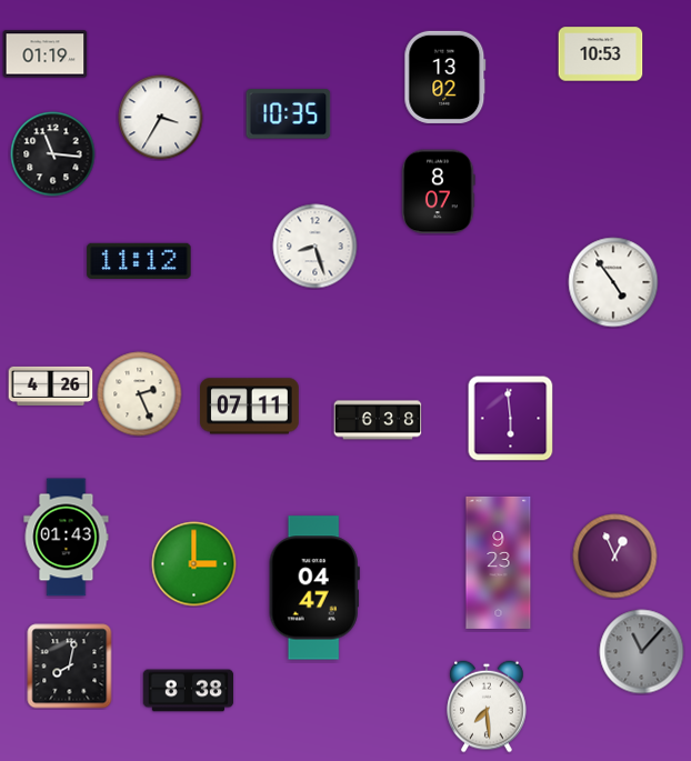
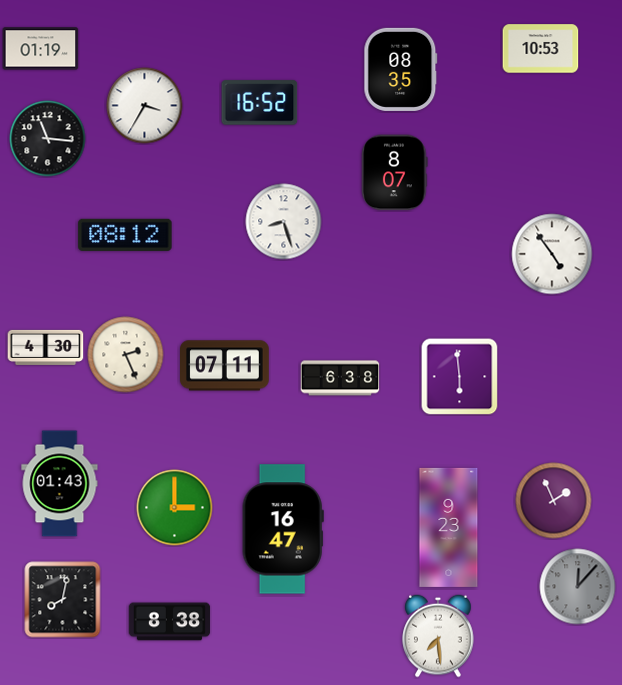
clock at (445, 77): 13:02 -> 08:35
clock at (289, 114): 10:35 -> 16:52
clock at (139, 261): 11:12 -> 08:12
clock at (51, 385): 4:26 -> 4:30
clock at (615, 557): 12:56 -> 1:56
clock at (499, 562) position: (499, 562) -> (449, 527)
clock at (314, 588): 04:47 -> 16:47
clock at (642, 652): 11:07 -> 12:07
